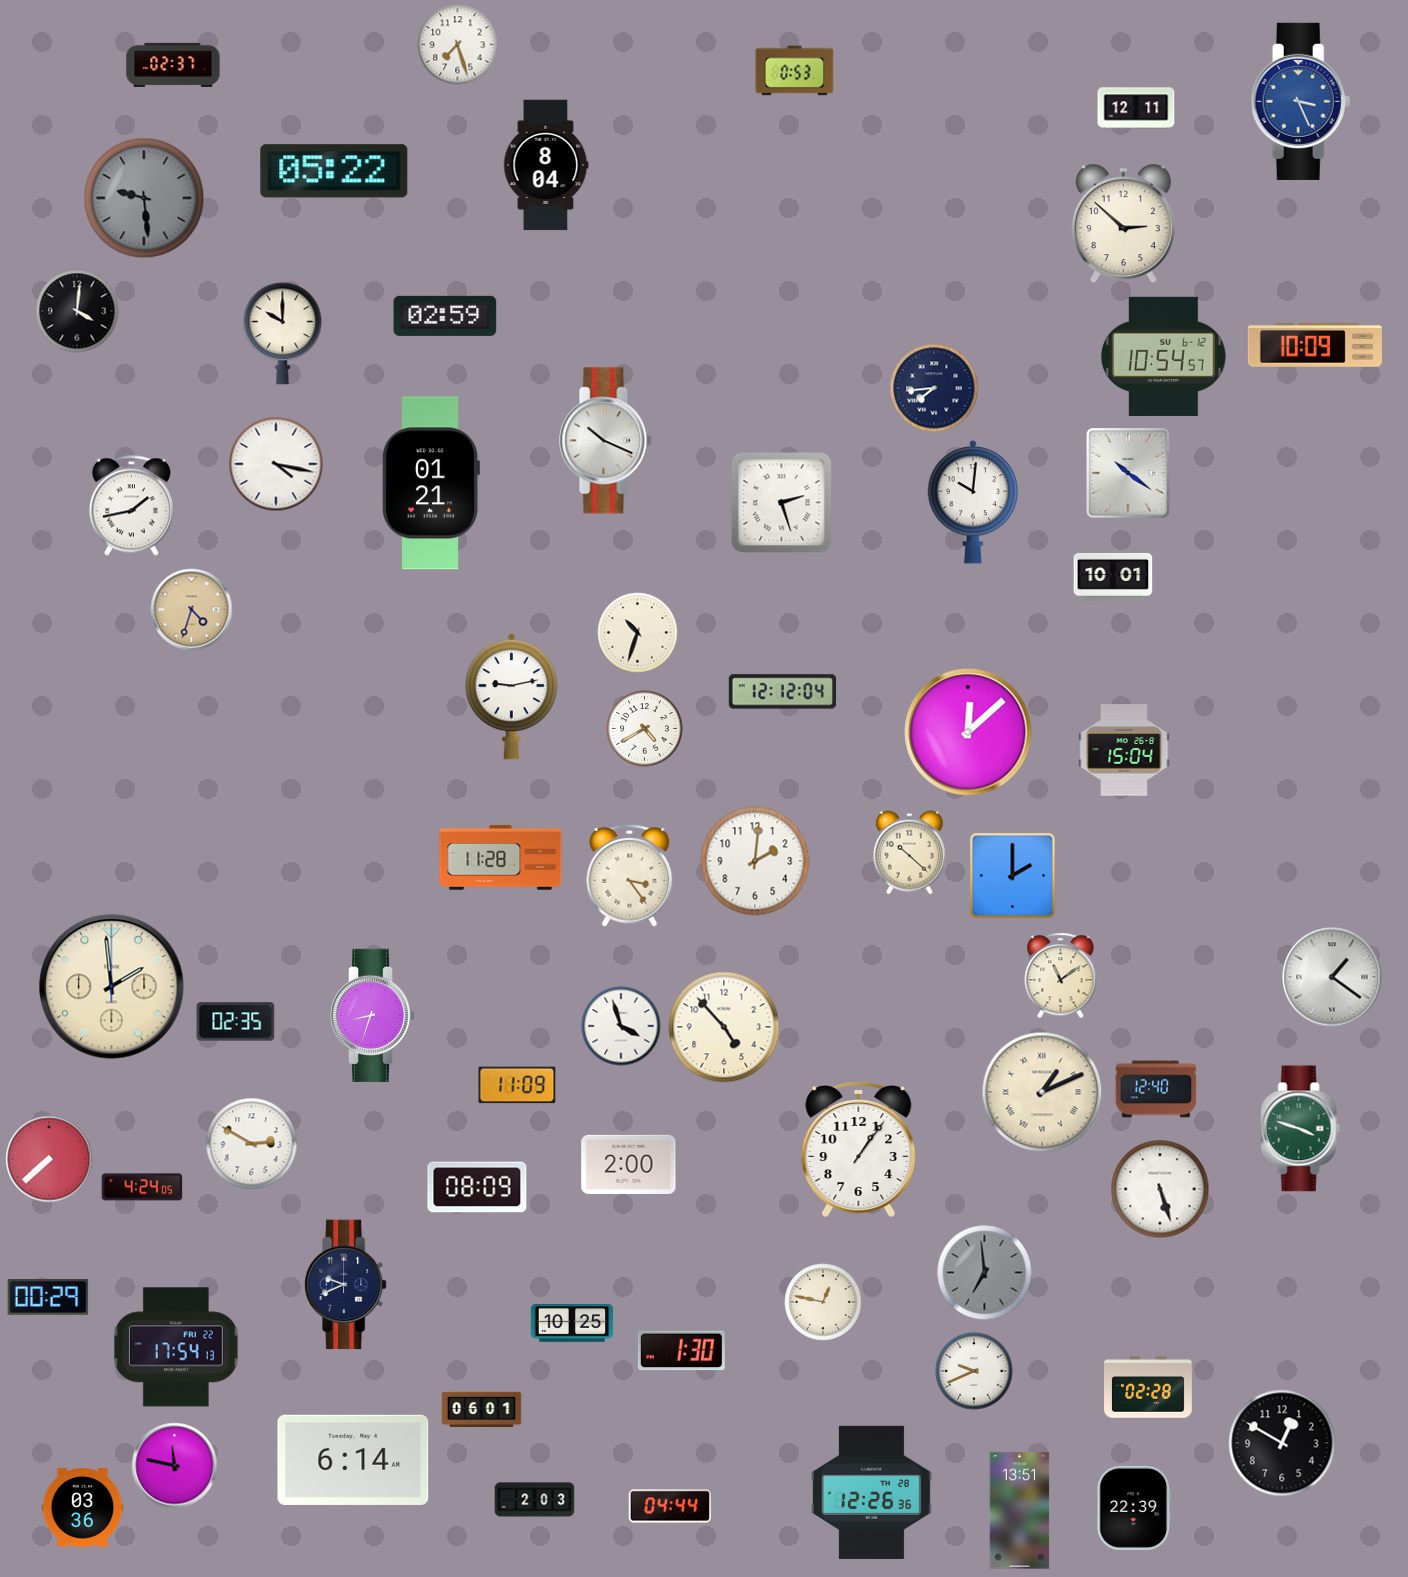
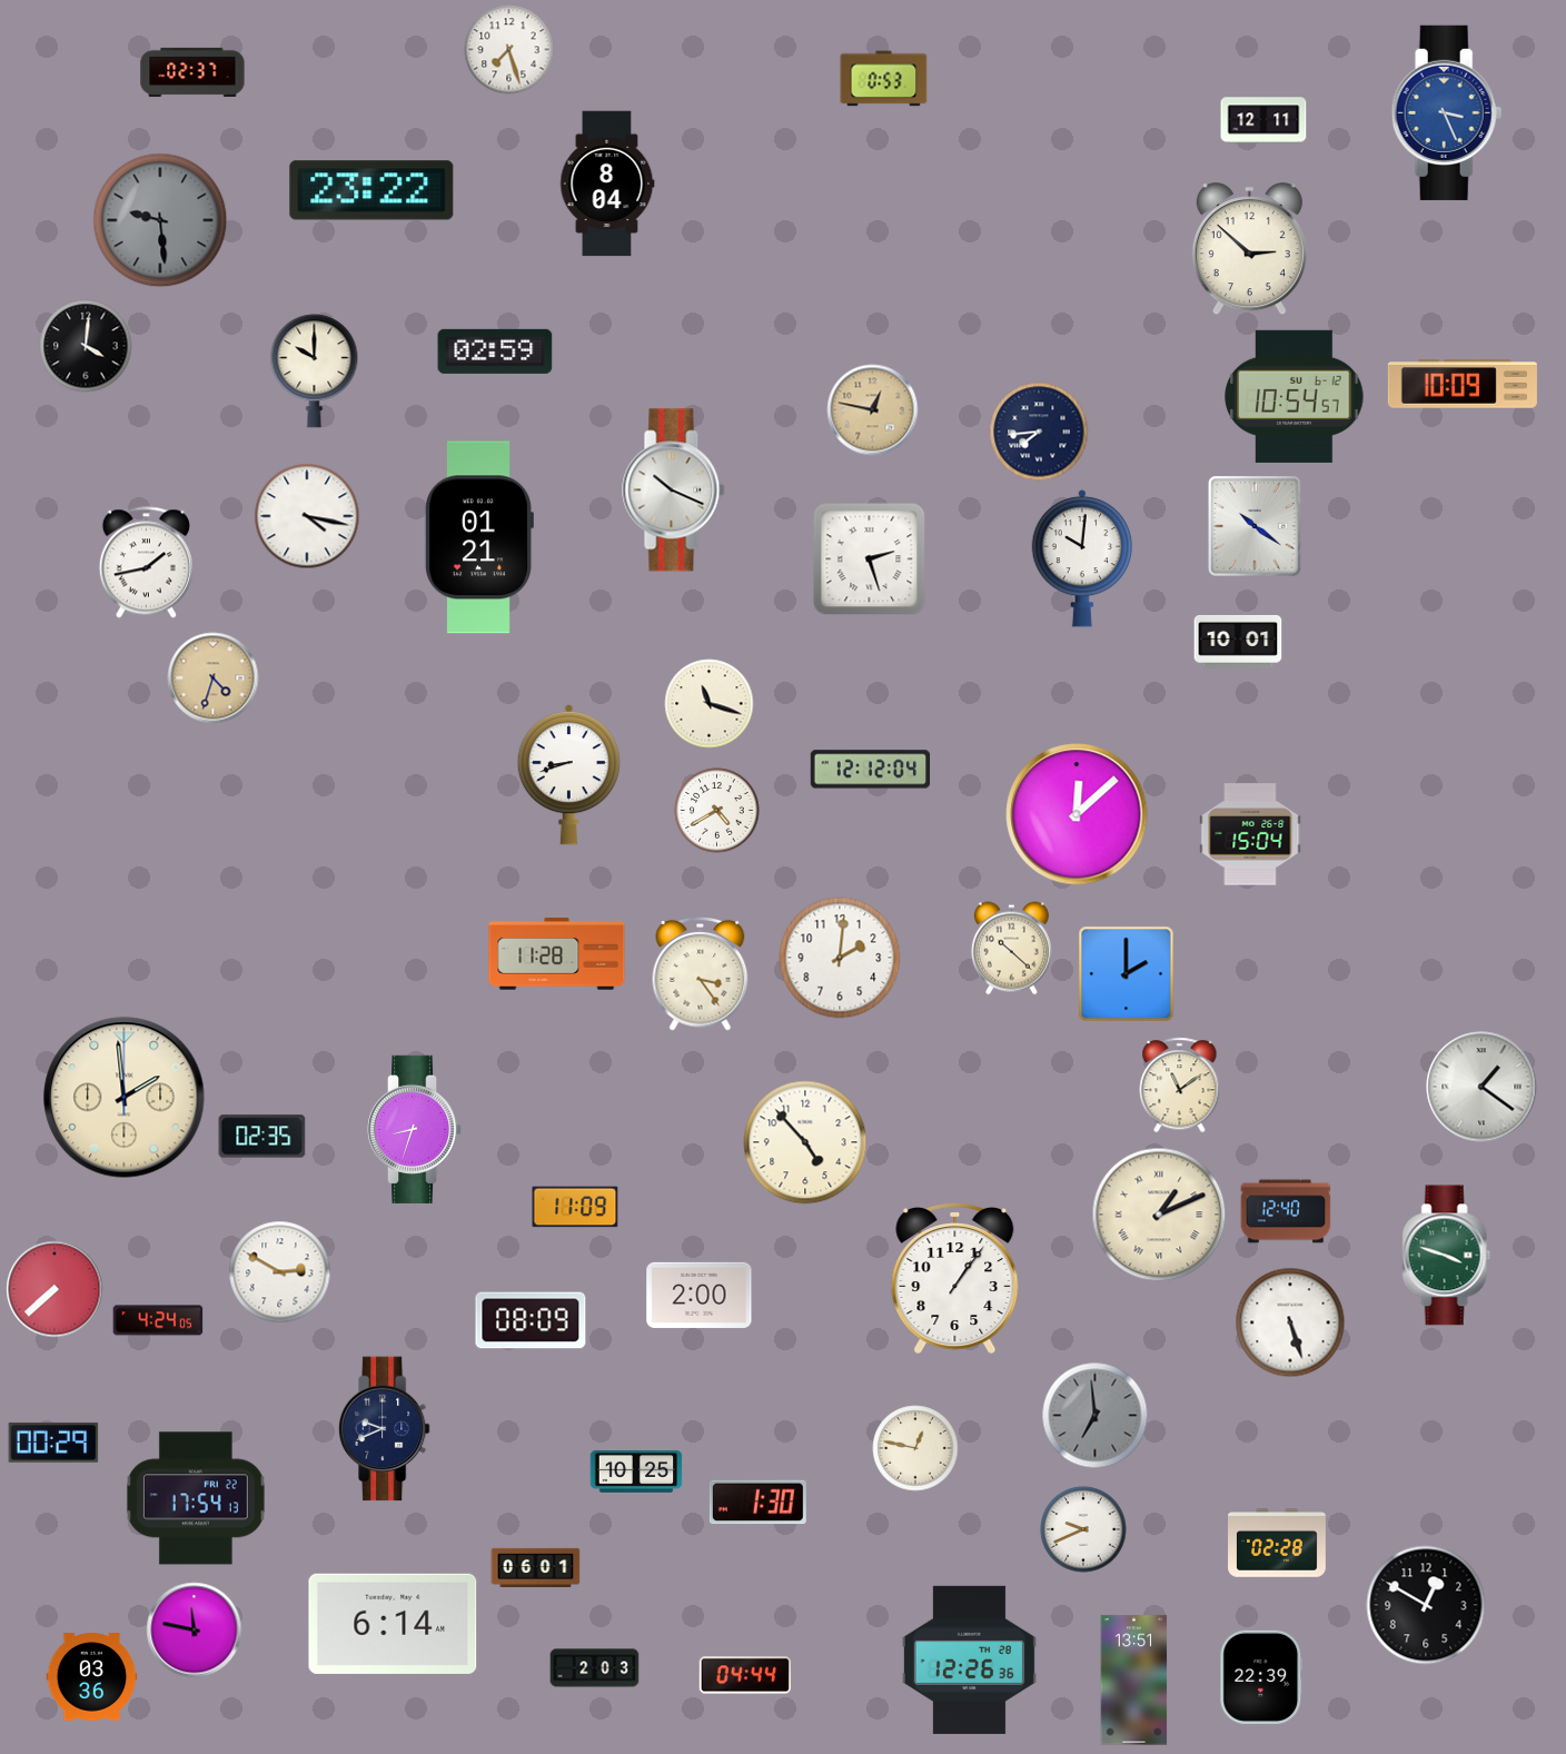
clock at (334, 171): 05:22 -> 23:22
clock at (873, 410): none -> 12:47
clock at (638, 633): 10:33 -> 11:18
clock at (511, 697): 9:13 -> 8:42
clock at (621, 1026): 3:57 -> none
clock at (974, 1371) position: (974, 1371) -> (1083, 1529)
